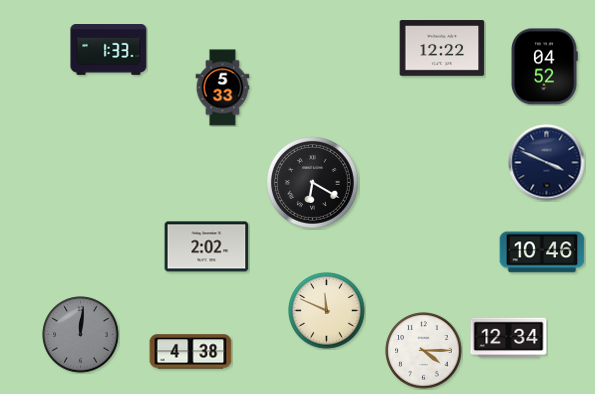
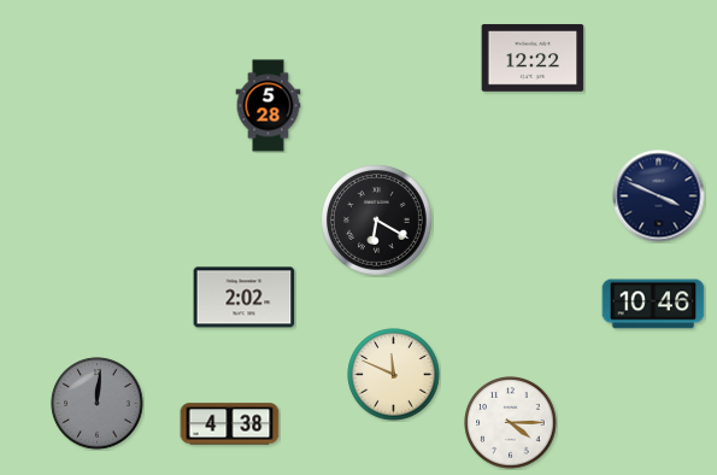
clock at (109, 50): 1:33 -> none
clock at (544, 67): 04:52 -> none
clock at (223, 88): 5:33 -> 5:28
clock at (207, 247) position: (207, 247) -> (245, 298)
clock at (509, 338): 12:34 -> none
